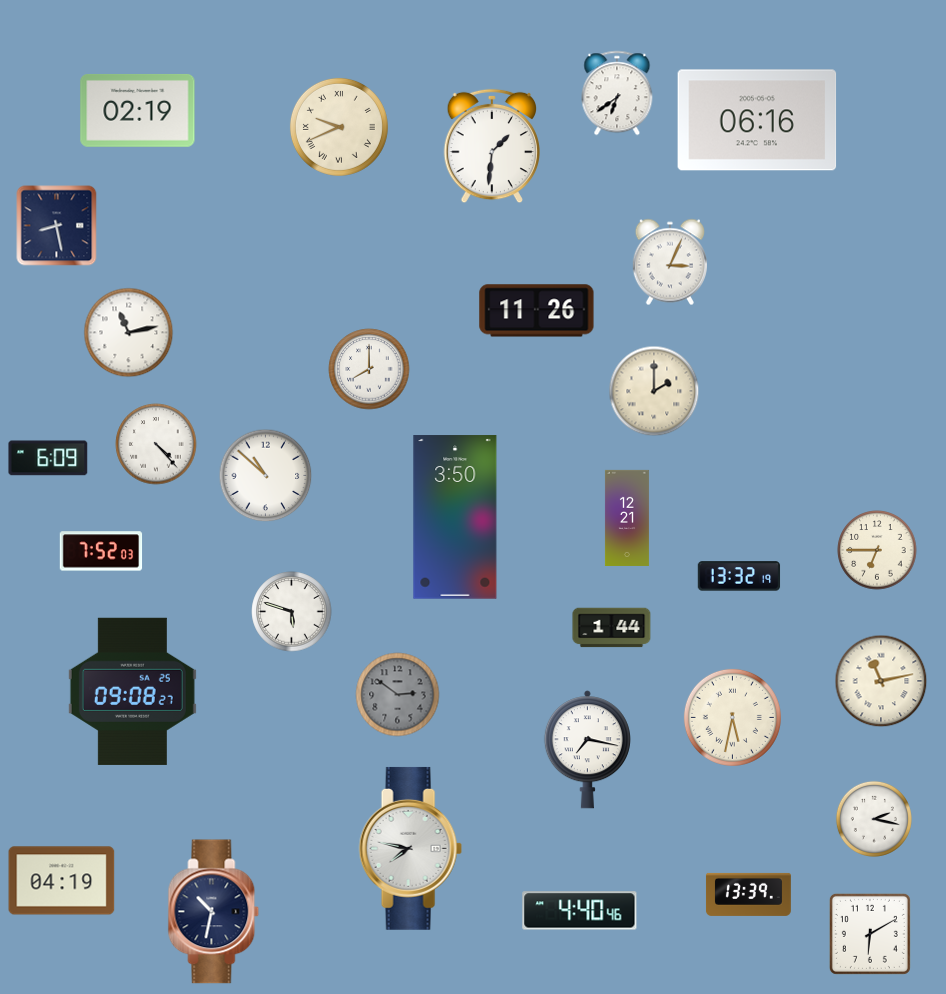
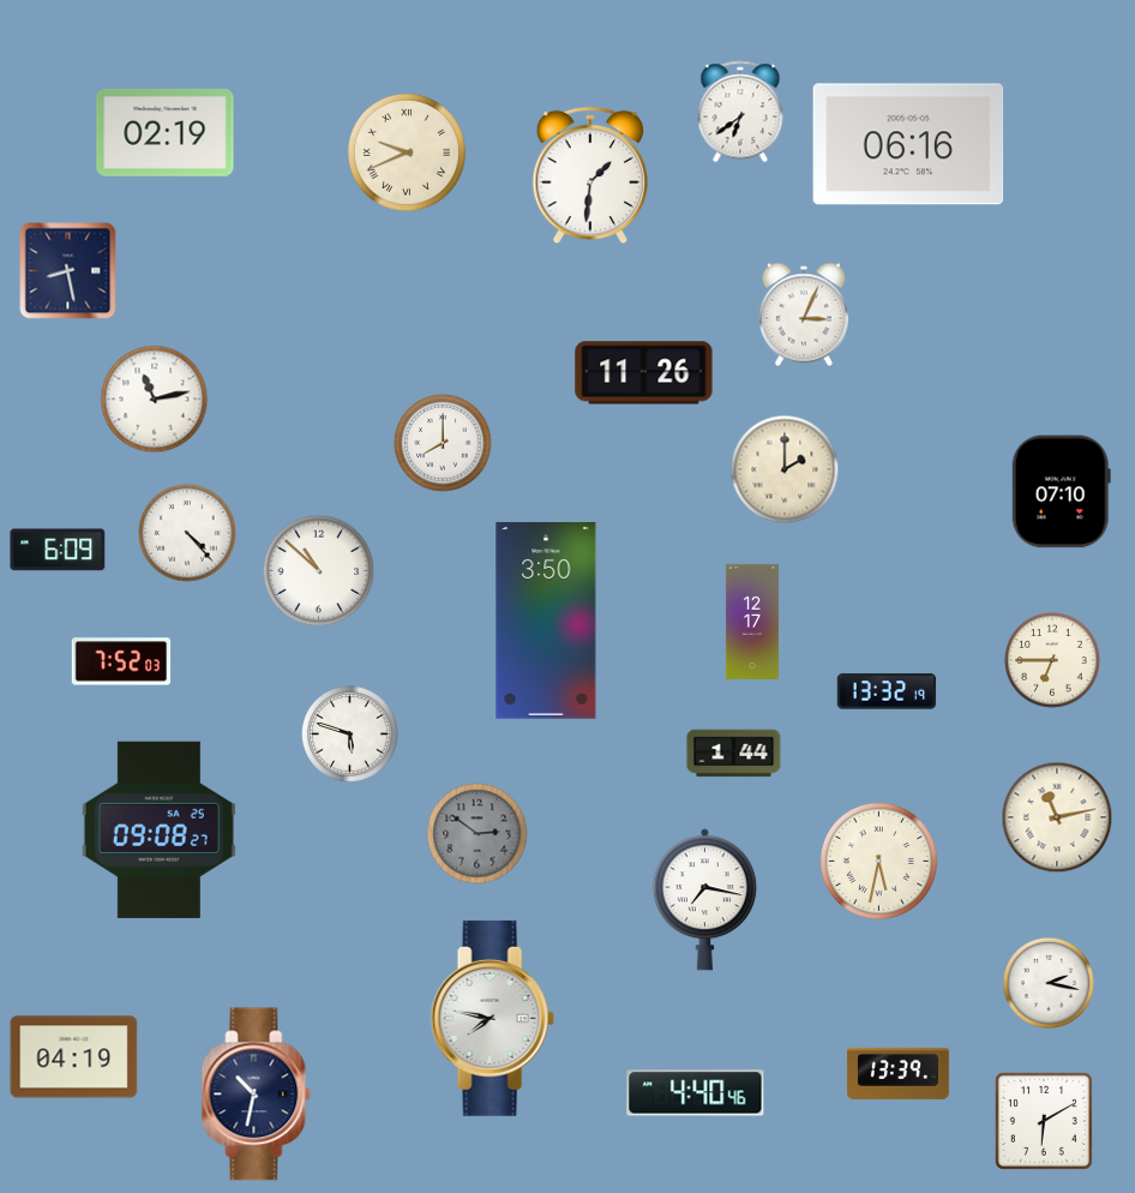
clock at (1061, 492): none -> 07:10
clock at (627, 518): 12:21 -> 12:17
